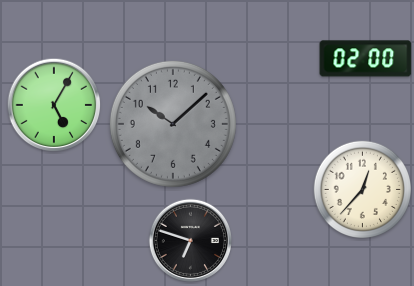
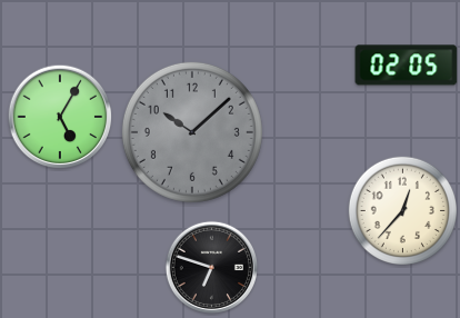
clock at (366, 59): 02:00 -> 02:05
clock at (173, 124) position: (173, 124) -> (192, 132)
